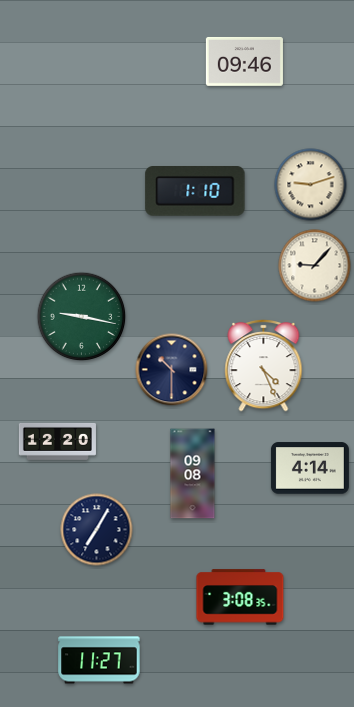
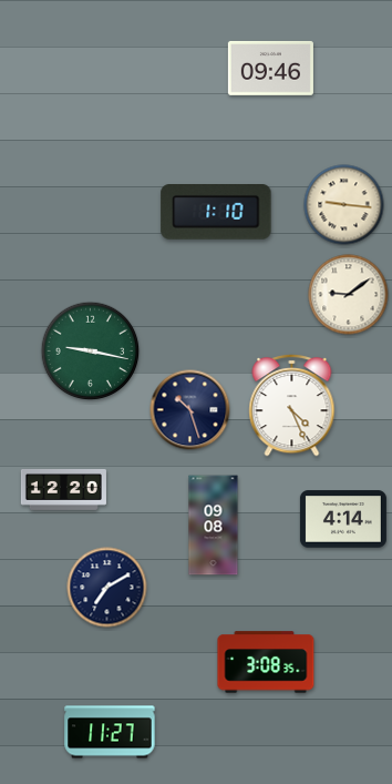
clock at (311, 185): 9:12 -> 9:16
clock at (315, 266): 9:07 -> 9:09
clock at (172, 370): 10:30 -> 10:27
clock at (97, 530): 7:05 -> 7:10
